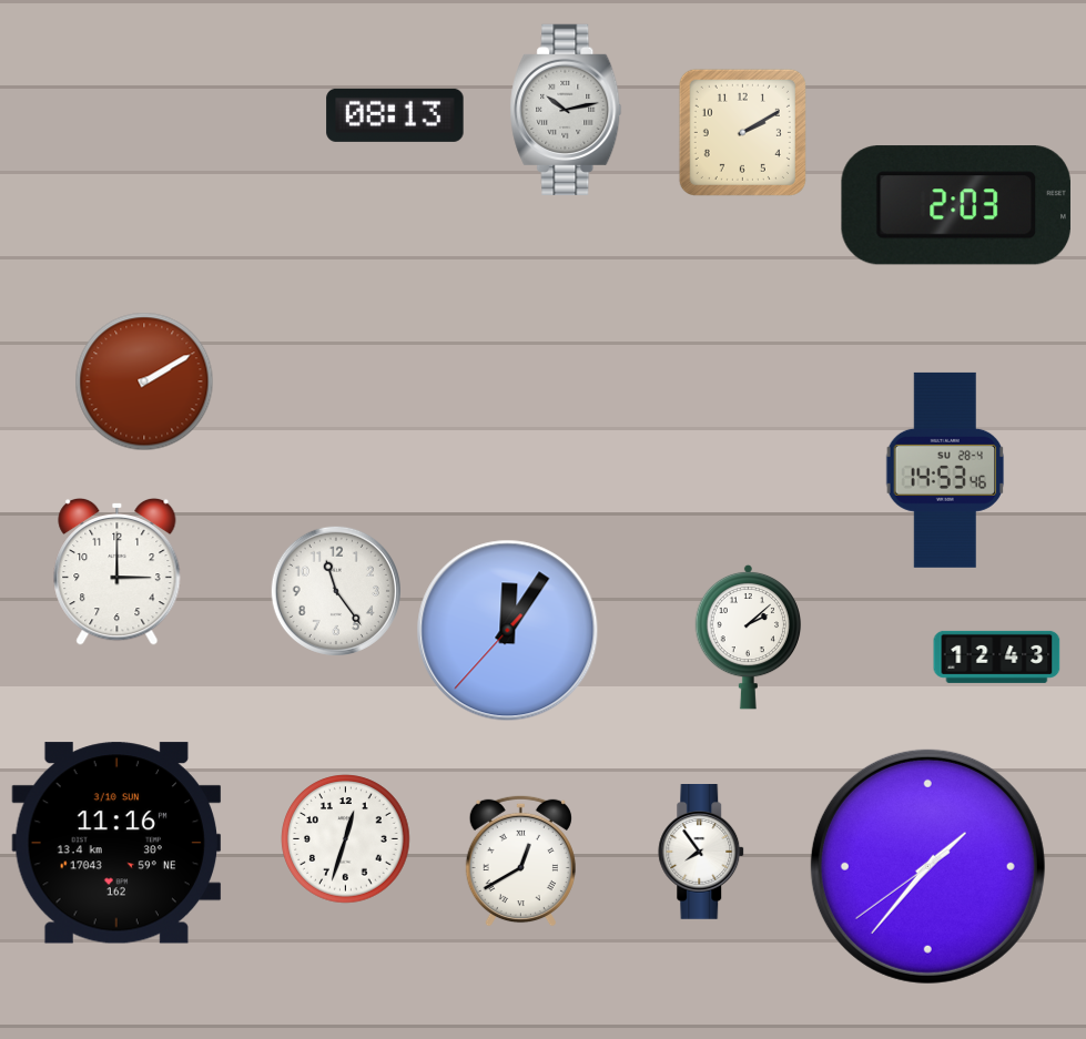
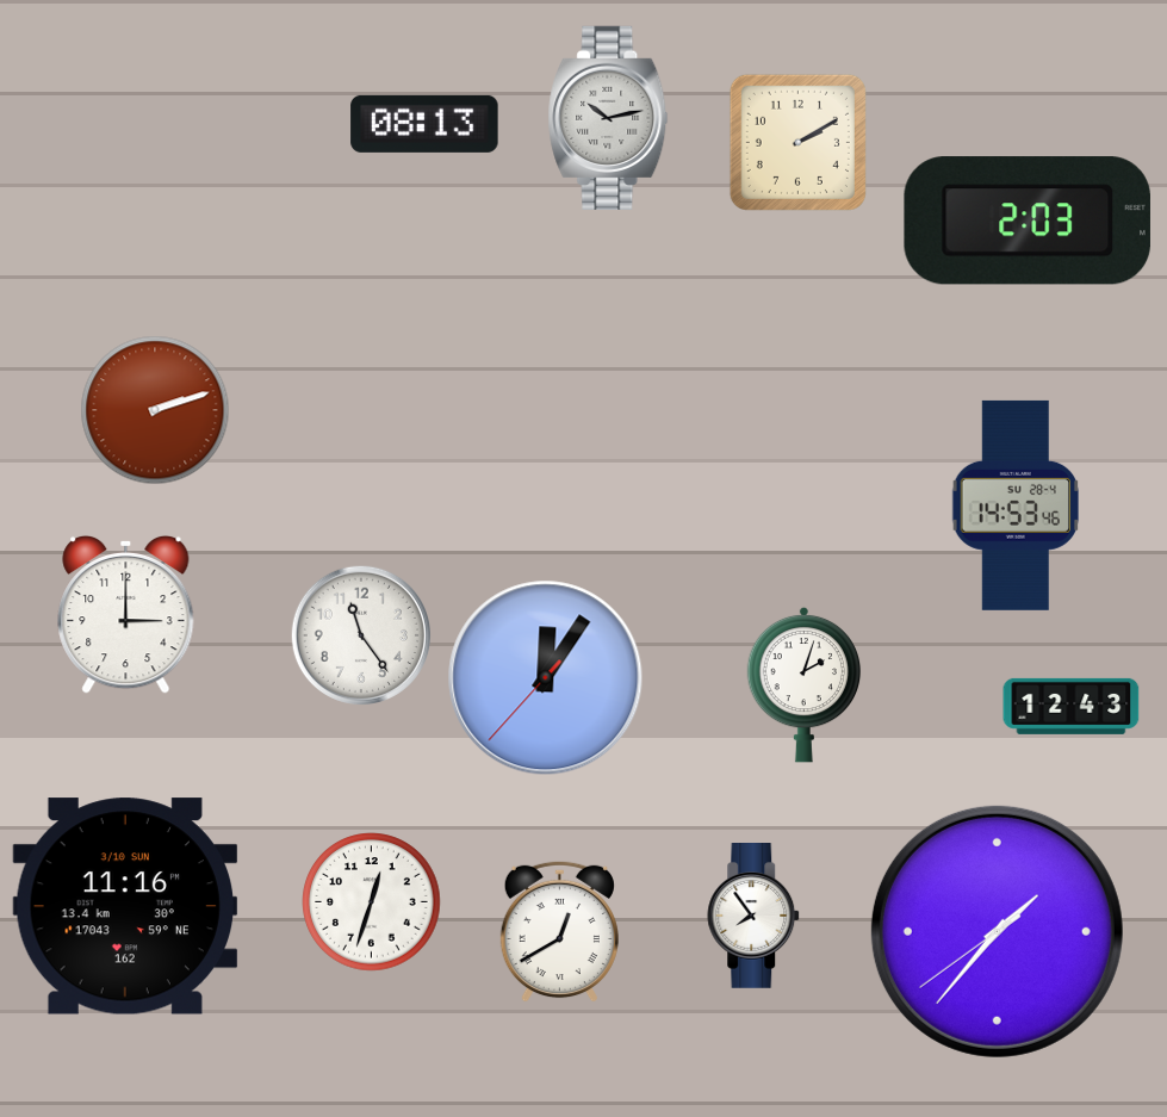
clock at (144, 381): 2:10 -> 2:12
clock at (749, 636): 2:08 -> 2:03
clock at (520, 860) position: (520, 860) -> (559, 931)
